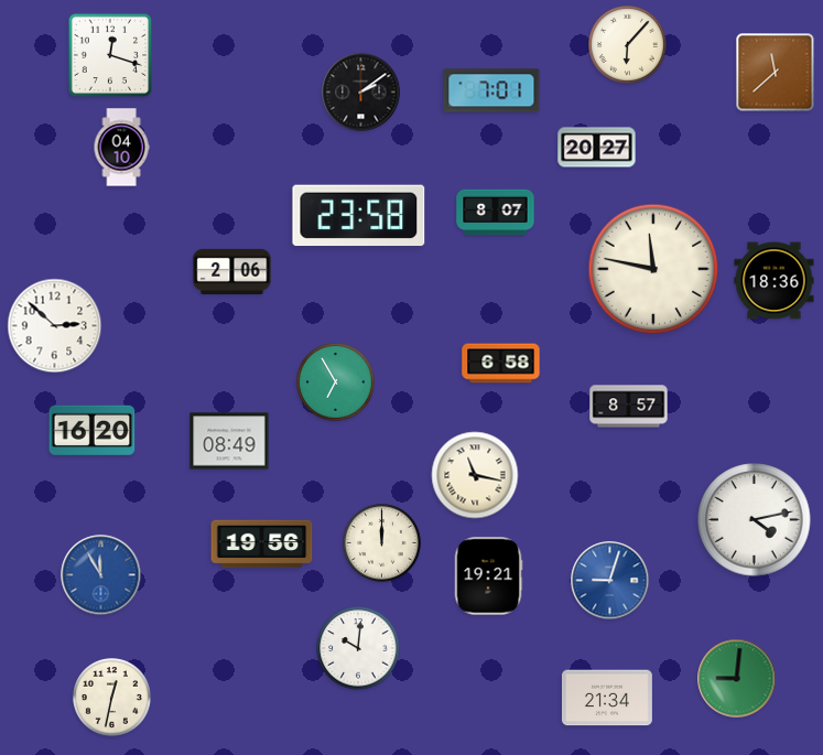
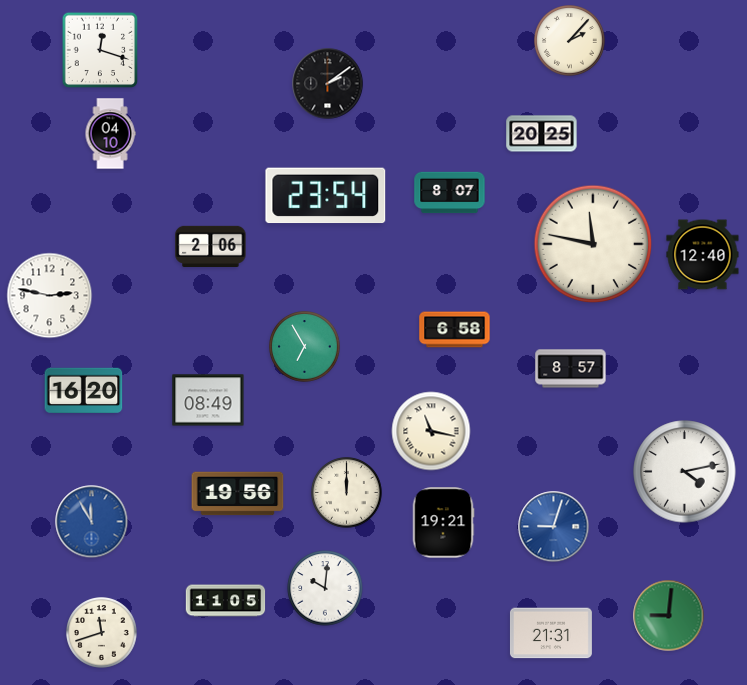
clock at (628, 45): 6:07 -> 2:07
clock at (776, 73): 11:38 -> none
clock at (491, 90): 7:01 -> none
clock at (597, 148): 20:27 -> 20:25
clock at (359, 216): 23:58 -> 23:54
clock at (775, 281): 18:36 -> 12:40
clock at (55, 326): 2:52 -> 2:47
clock at (226, 601): none -> 11:05
clock at (112, 698): 12:32 -> 11:42
clock at (607, 698): 21:34 -> 21:31
